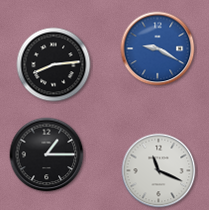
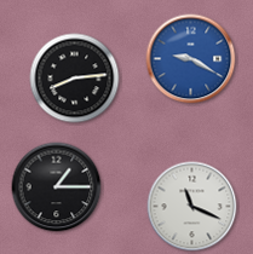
clock at (54, 65) position: (54, 65) -> (75, 79)
